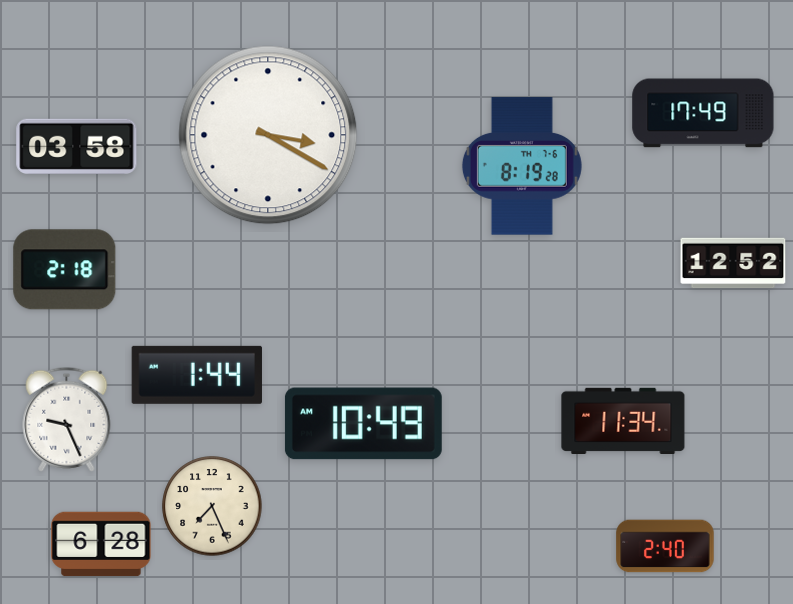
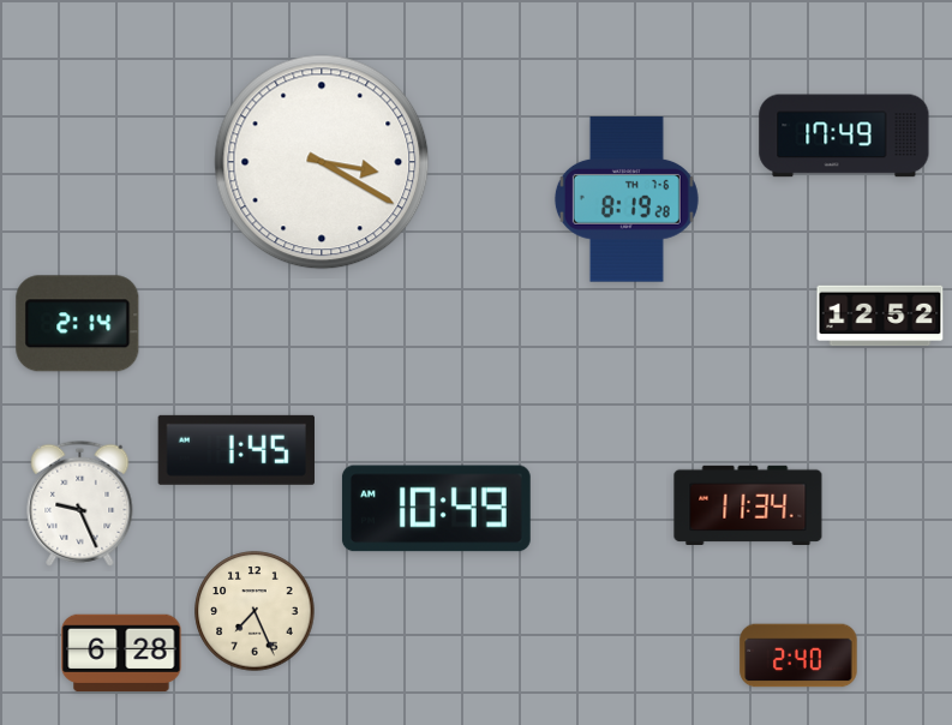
clock at (77, 146): 03:58 -> none
clock at (65, 270): 2:18 -> 2:14
clock at (197, 375): 1:44 -> 1:45
clock at (212, 506) position: (212, 506) -> (255, 611)
